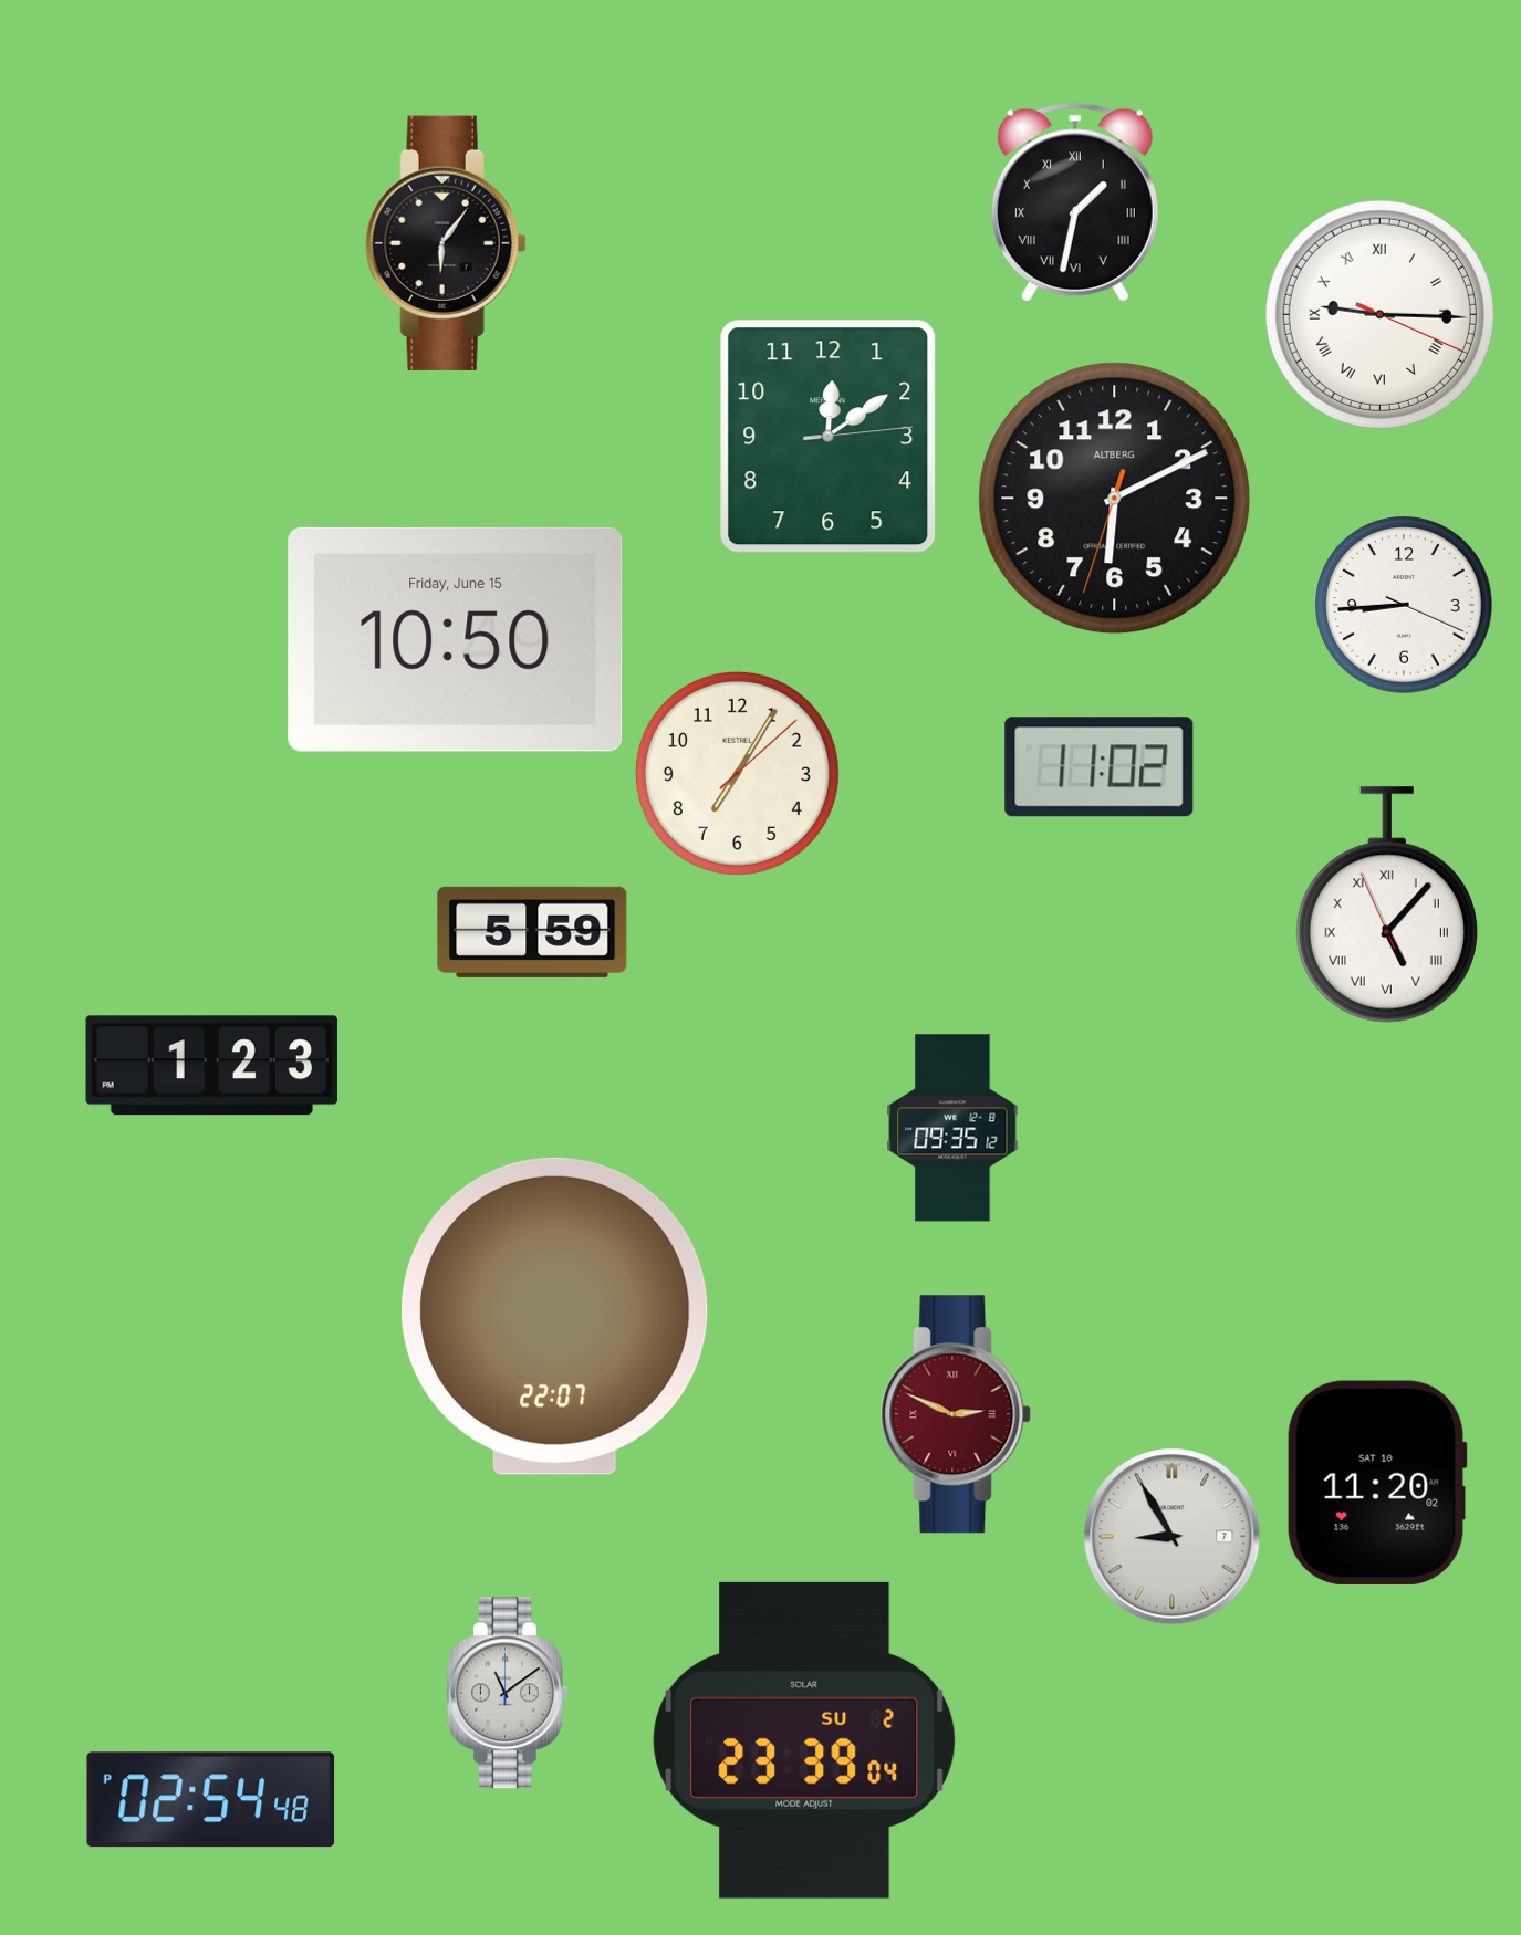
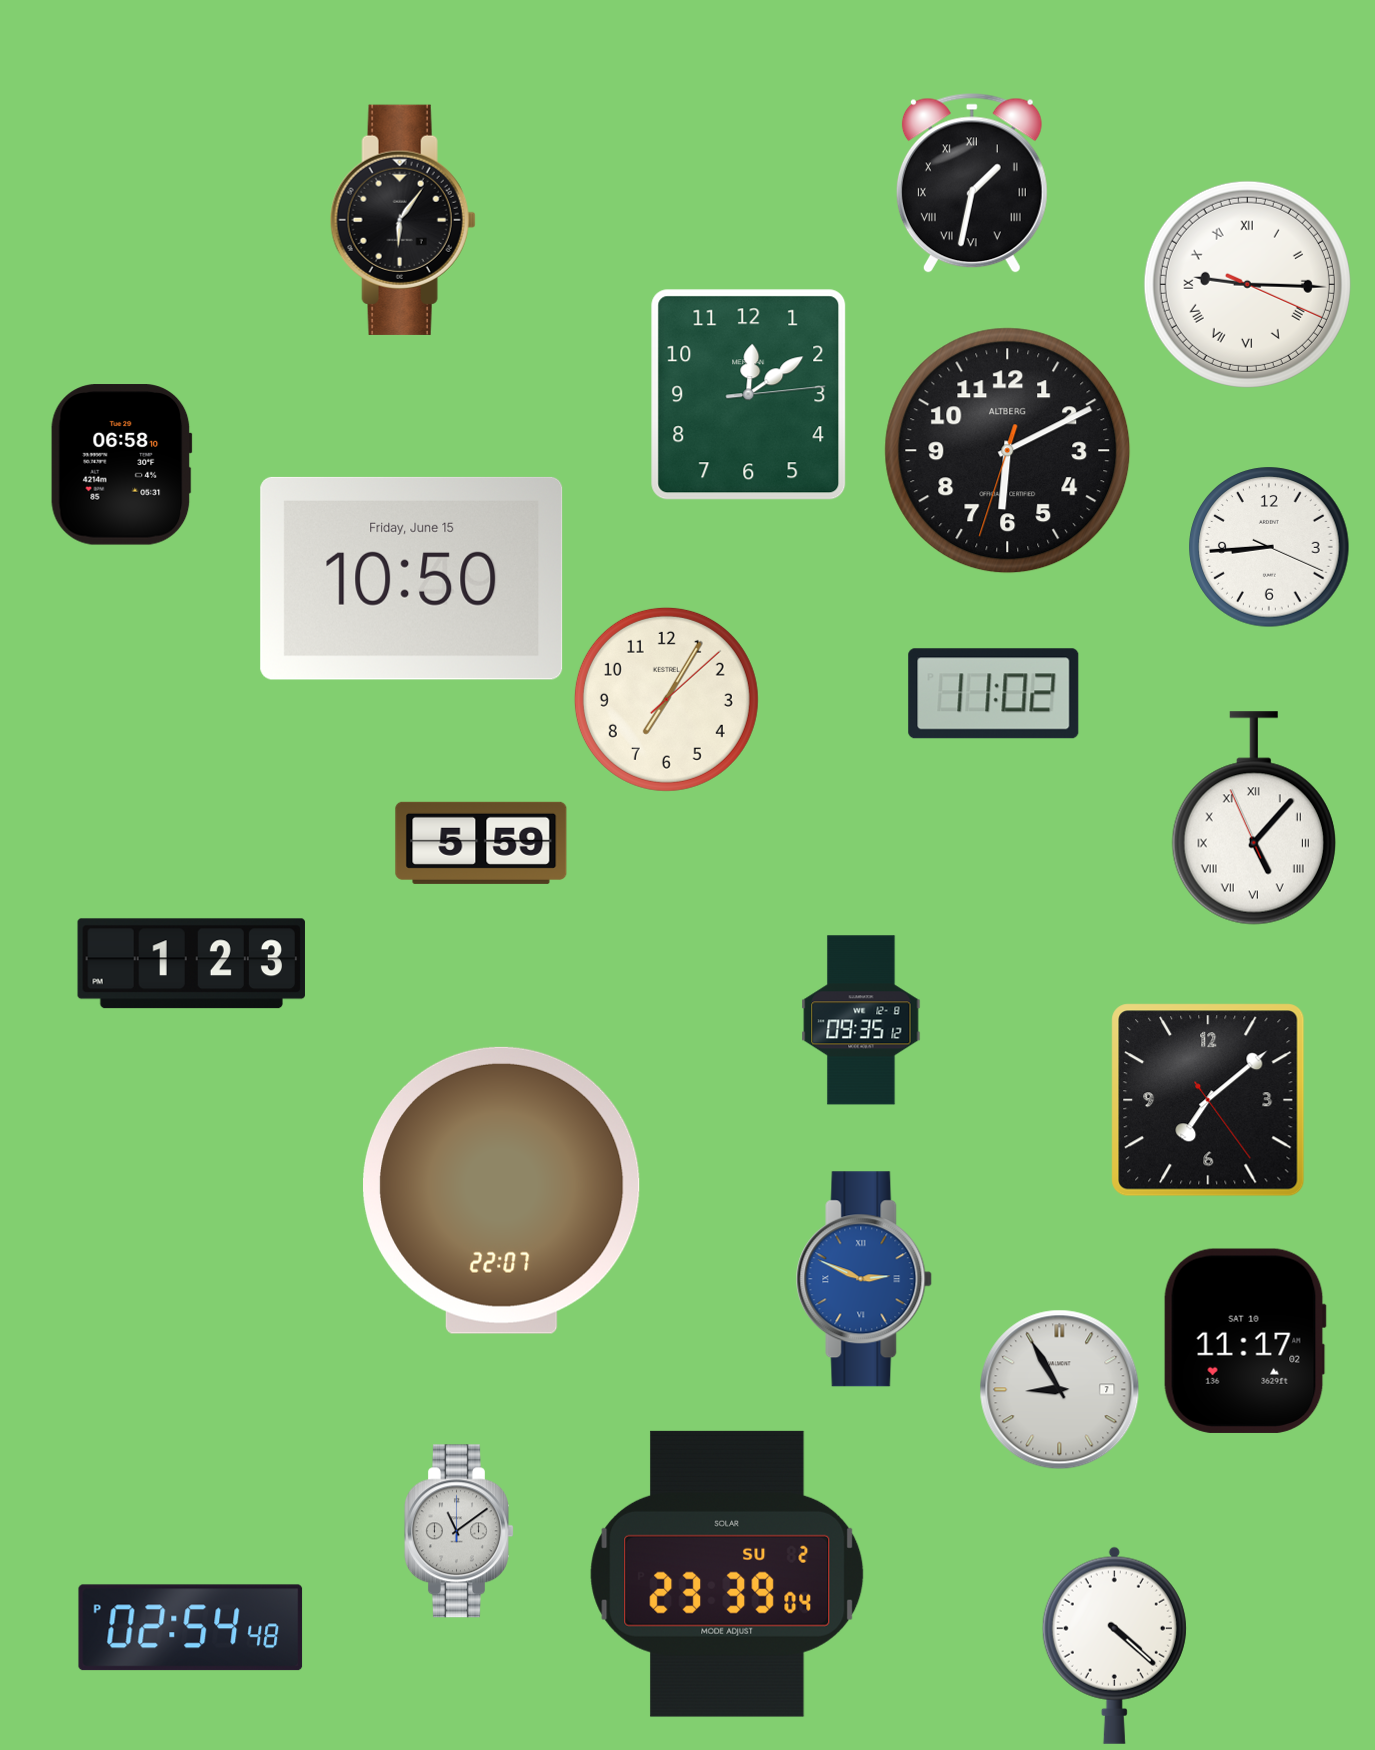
clock at (121, 465): none -> 06:58
clock at (1208, 1100): none -> 7:08
clock at (956, 1414) dial: burgundy -> blue
clock at (1377, 1483): 11:20 -> 11:17
clock at (1114, 1645): none -> 4:22
